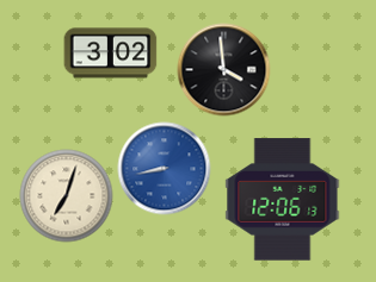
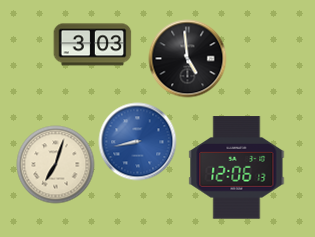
clock at (110, 54): 3:02 -> 3:03
clock at (223, 69): 3:59 -> 4:59
